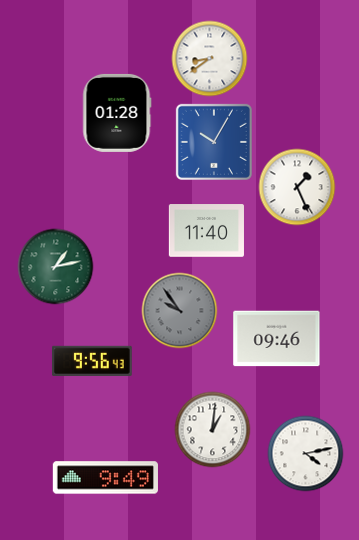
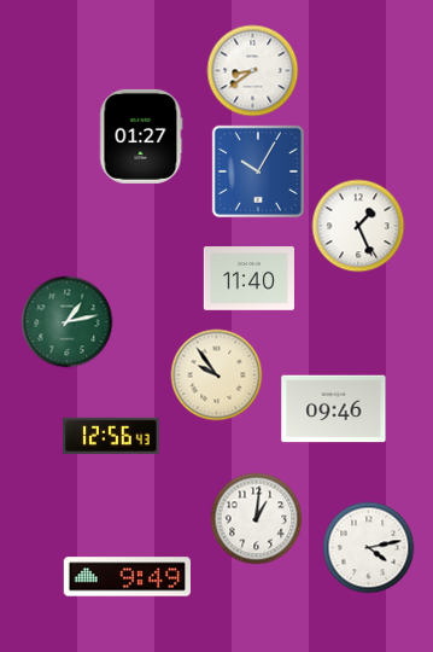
clock at (117, 113): 01:28 -> 01:27
clock at (180, 311) dial: grey -> cream
clock at (92, 361): 9:56 -> 12:56
